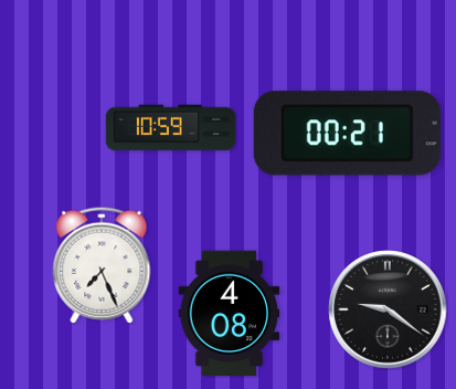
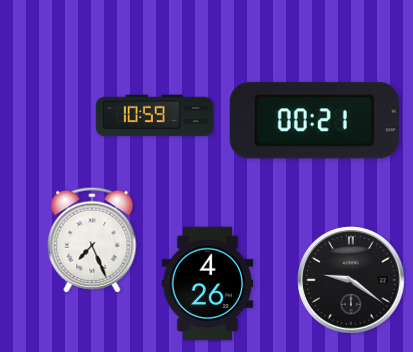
clock at (230, 314): 4:08 -> 4:26
